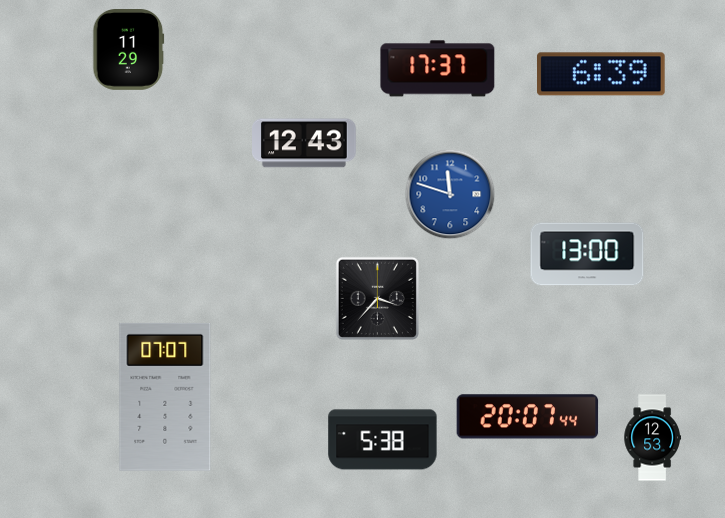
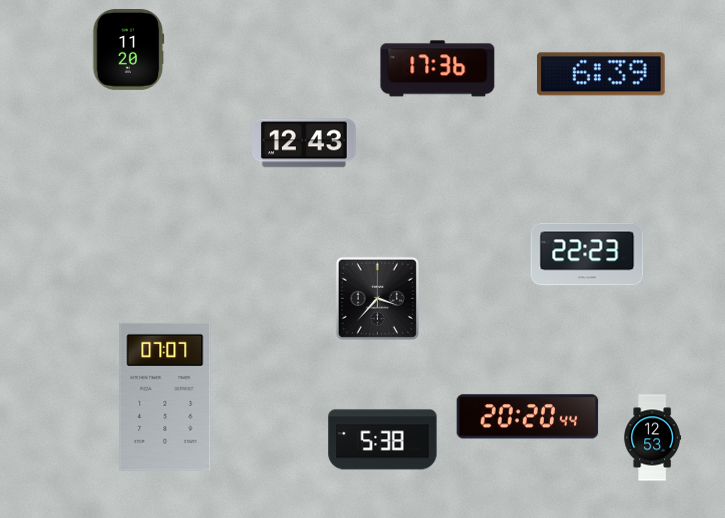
clock at (129, 50): 11:29 -> 11:20
clock at (438, 69): 17:37 -> 17:36
clock at (450, 194): 11:48 -> none
clock at (587, 254): 13:00 -> 22:23
clock at (528, 417): 20:07 -> 20:20
